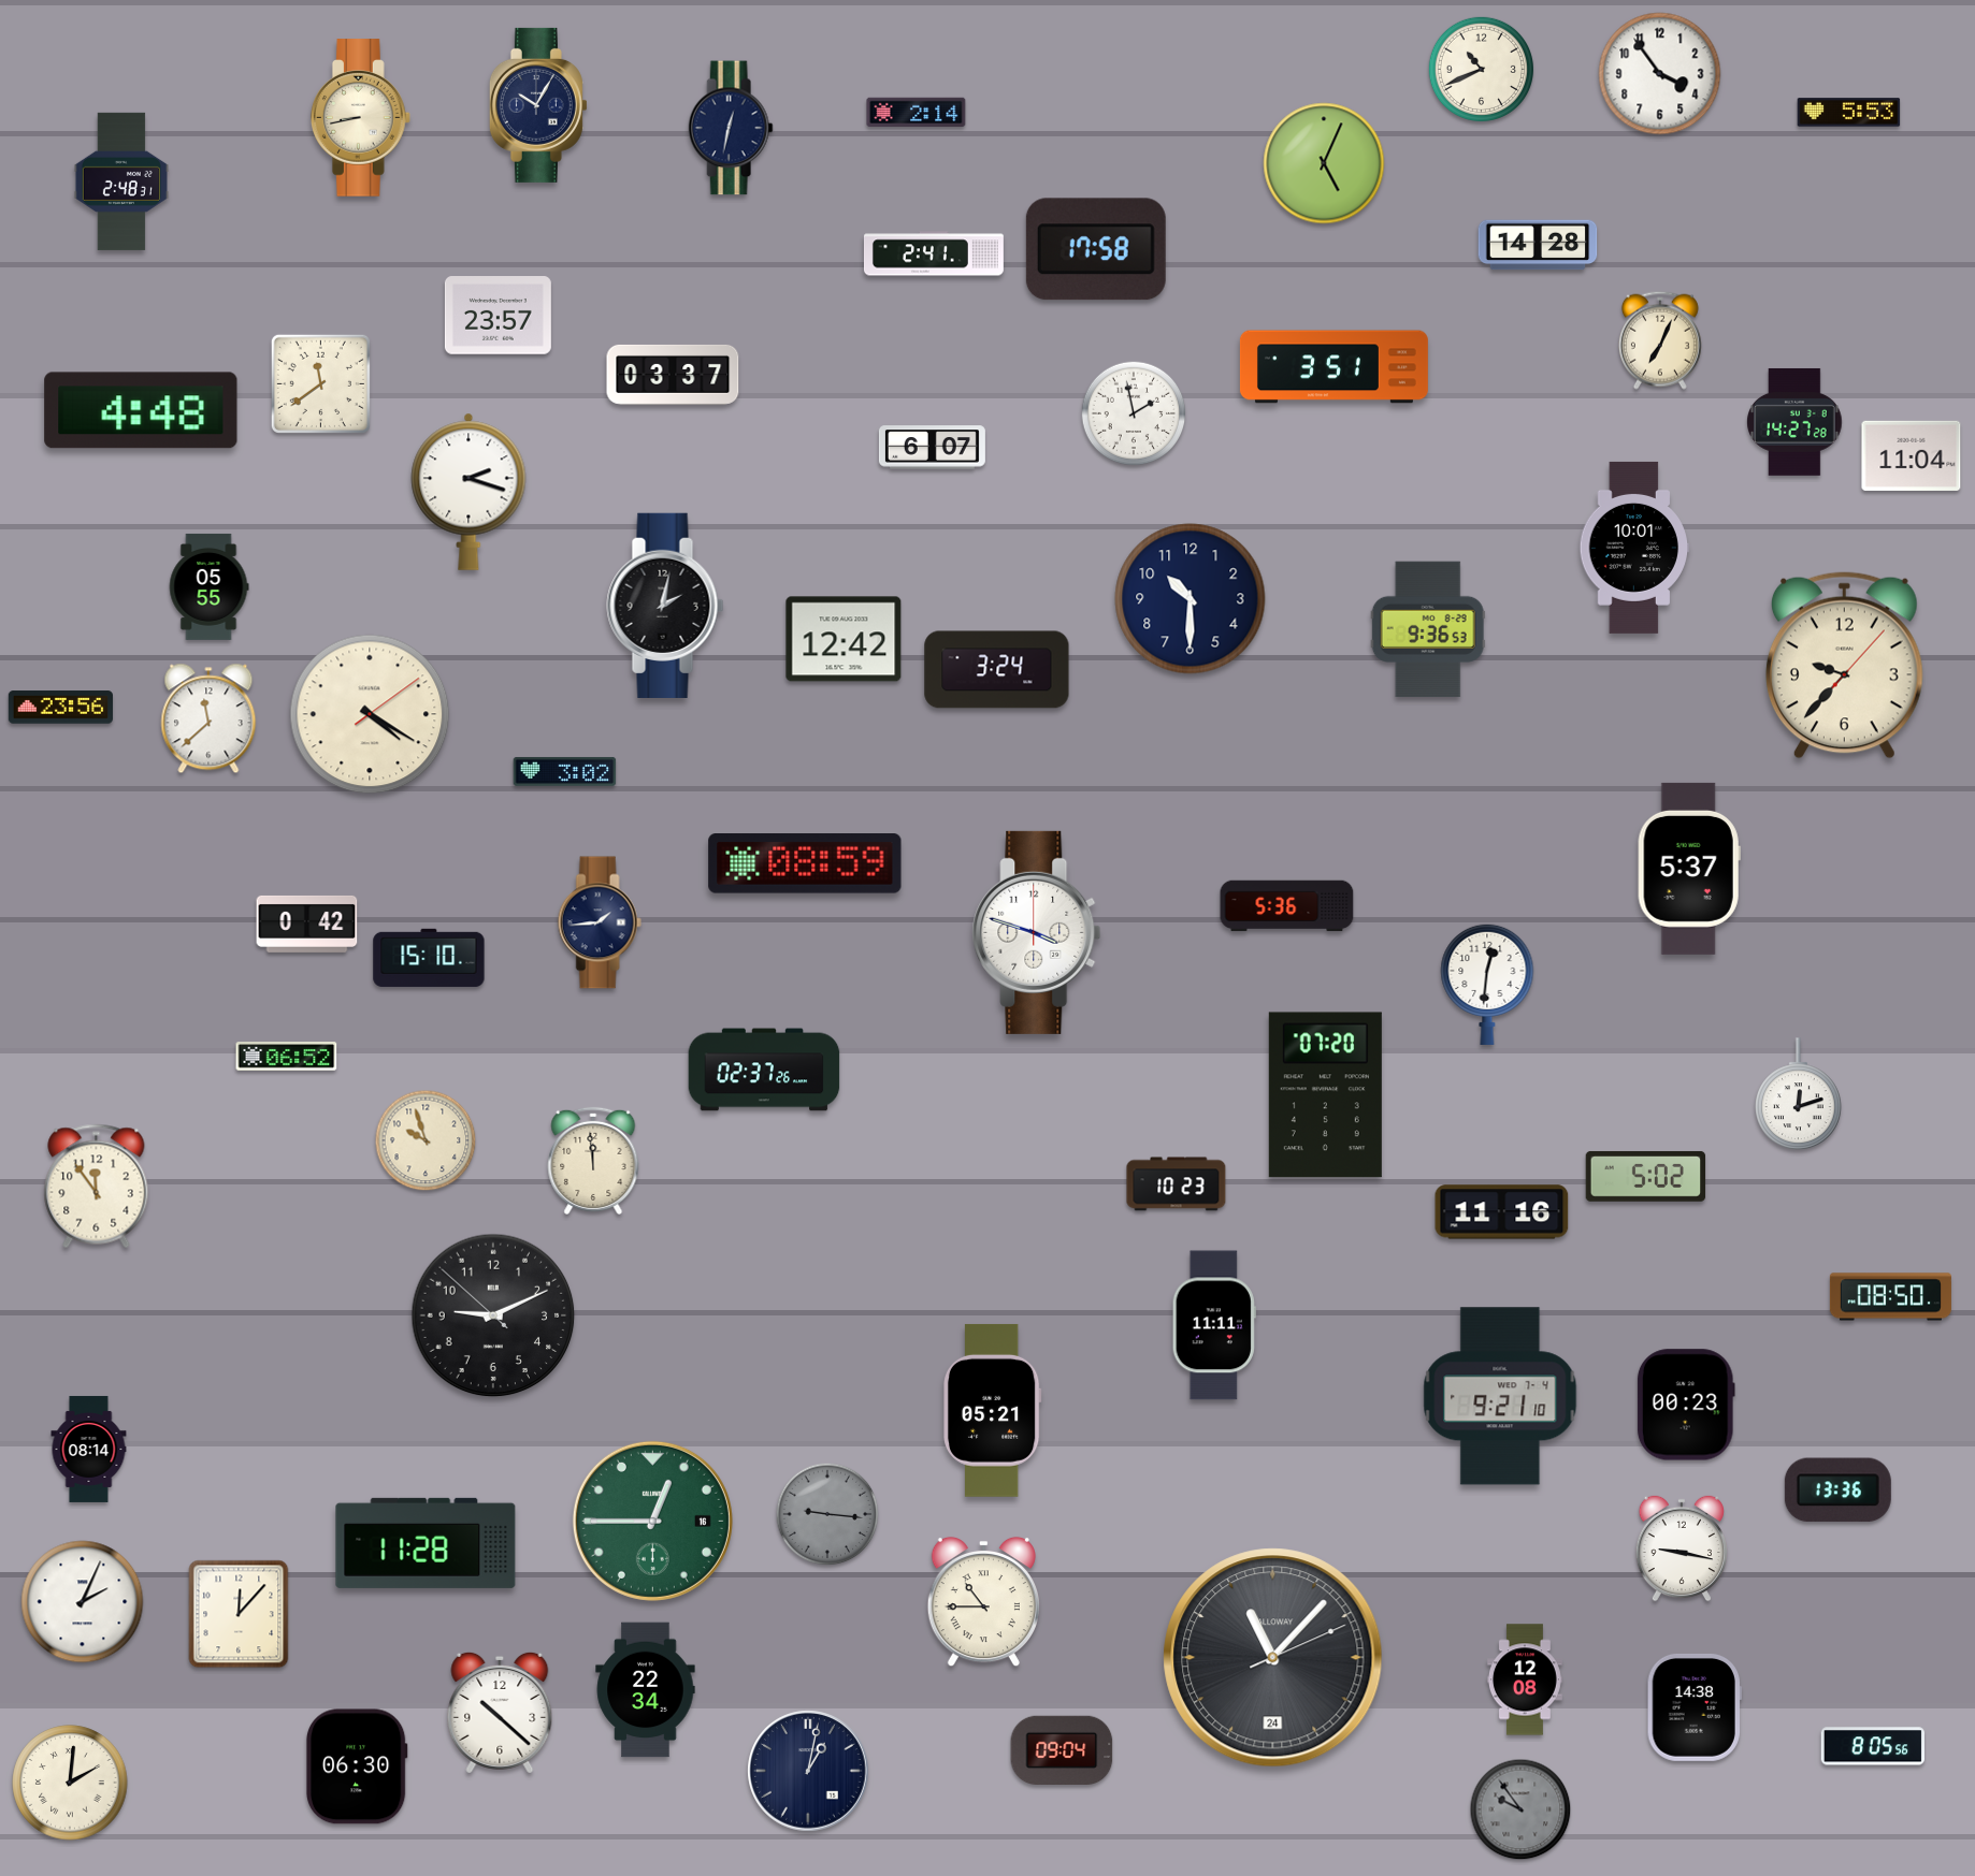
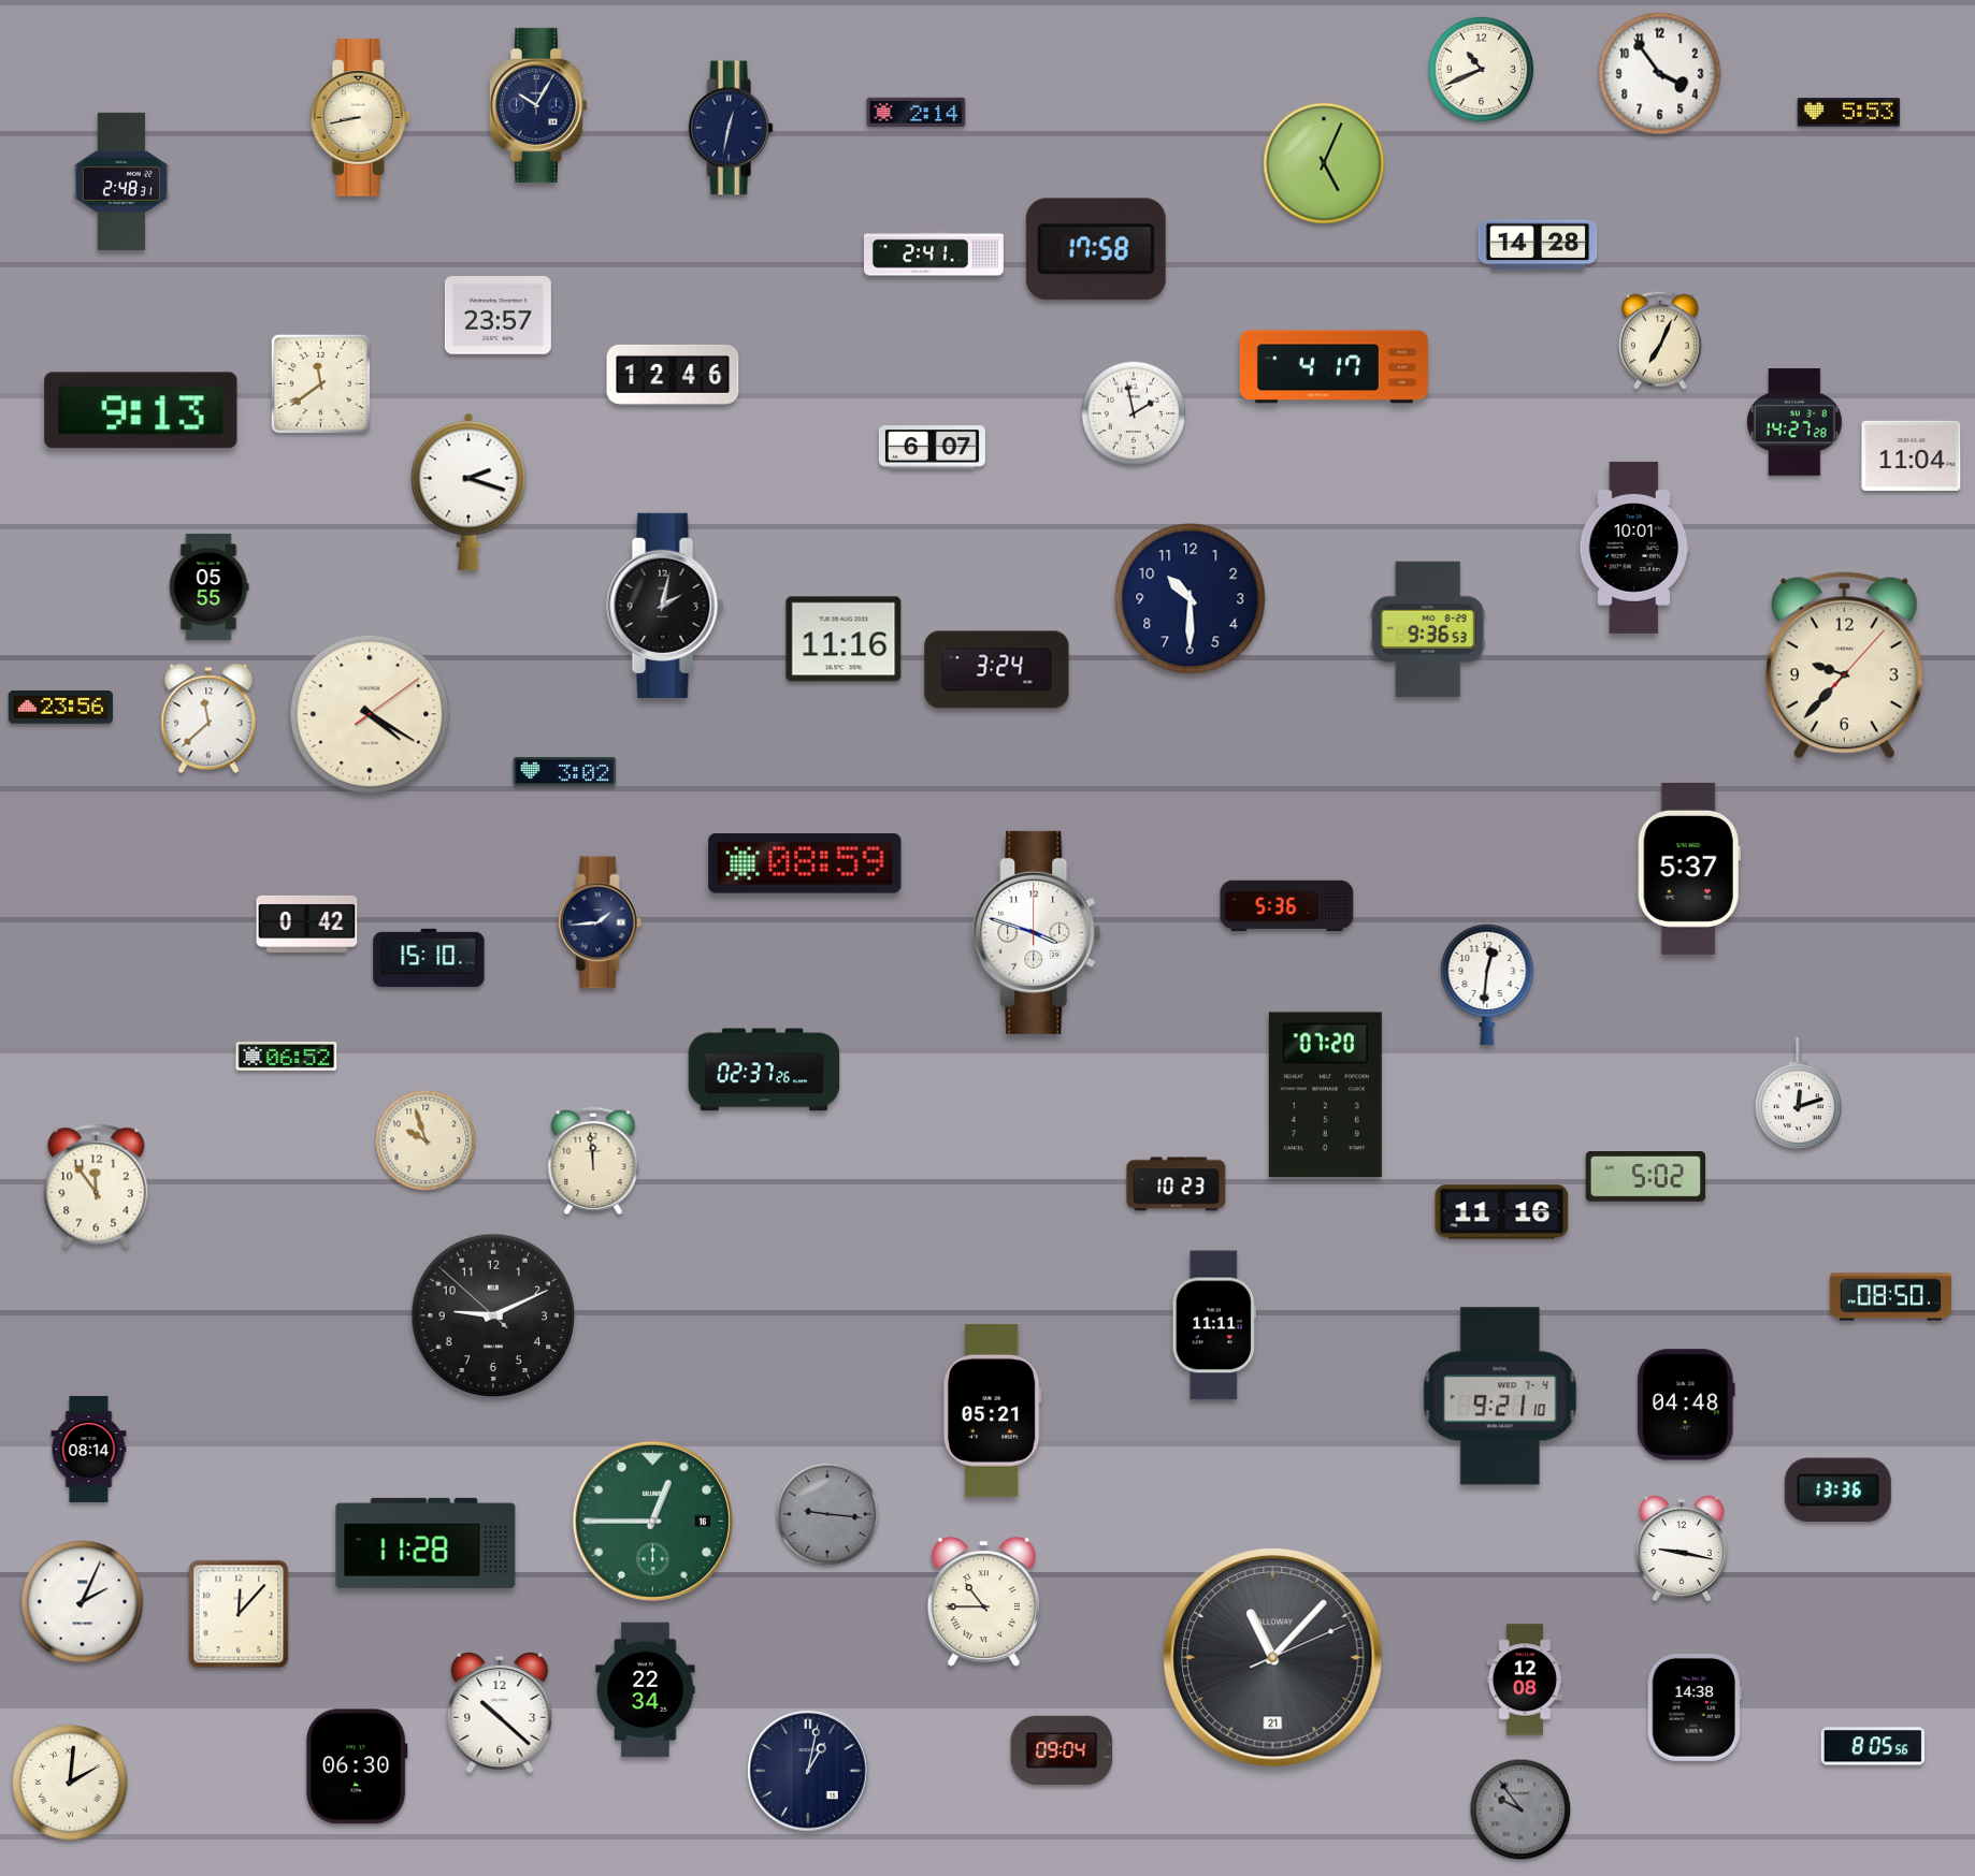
clock at (1334, 367): 3:51 -> 4:17
clock at (673, 375): 03:37 -> 12:46
clock at (141, 410): 4:48 -> 9:13
clock at (844, 639): 12:42 -> 11:16
clock at (1686, 1405): 00:23 -> 04:48
clock at (1273, 1658) date: 24 -> 21
